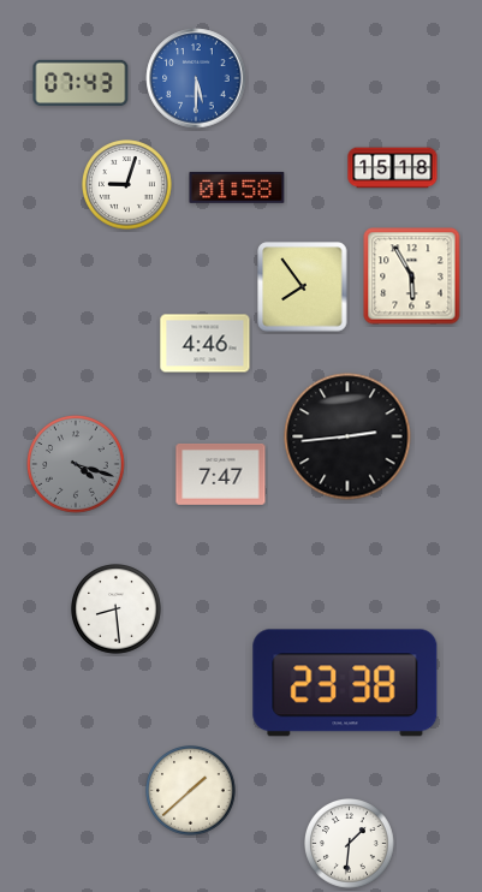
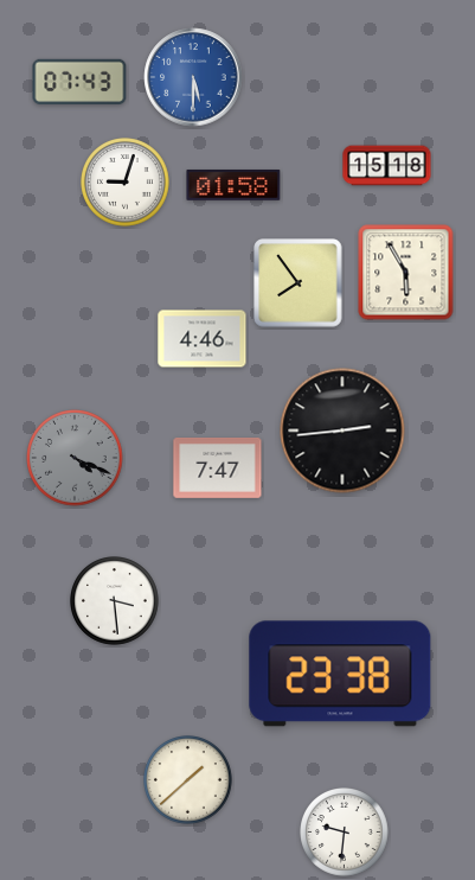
clock at (76, 464): 4:18 -> 4:19
clock at (117, 609): 8:29 -> 3:29
clock at (350, 844): 1:31 -> 9:31
